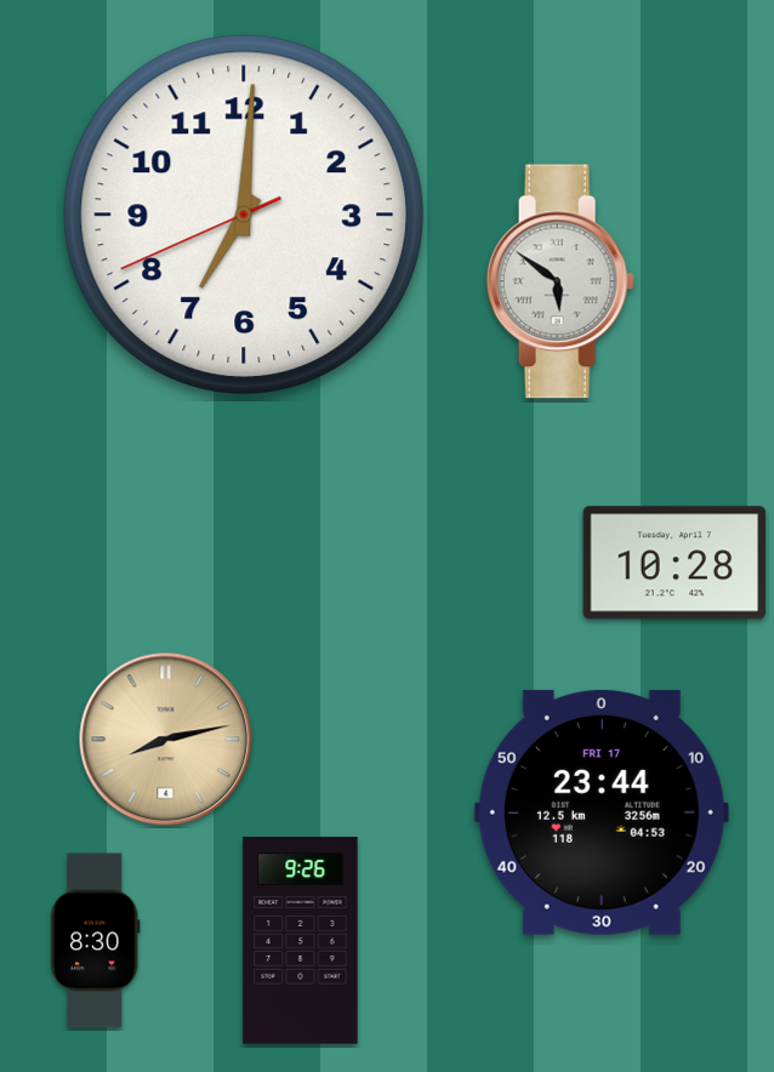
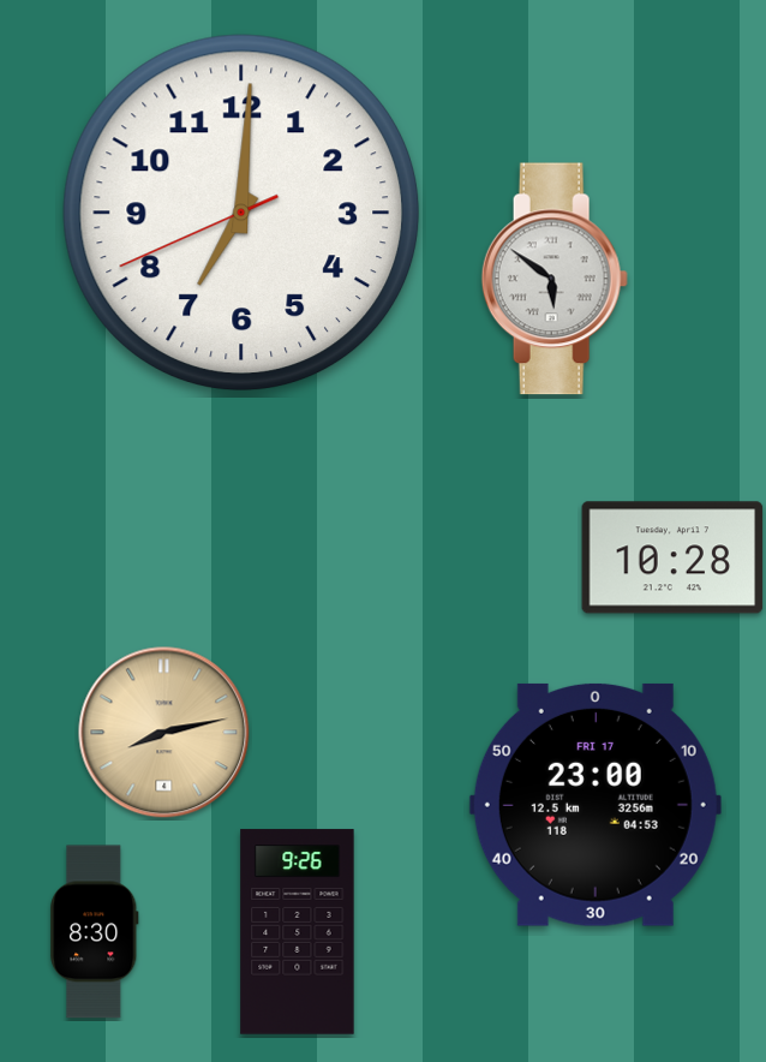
clock at (675, 563) position: (675, 563) -> (672, 557)
clock at (602, 812): 23:44 -> 23:00
